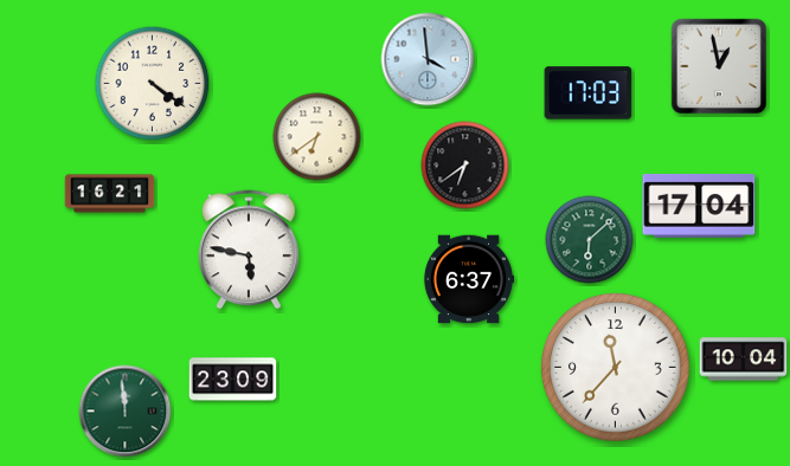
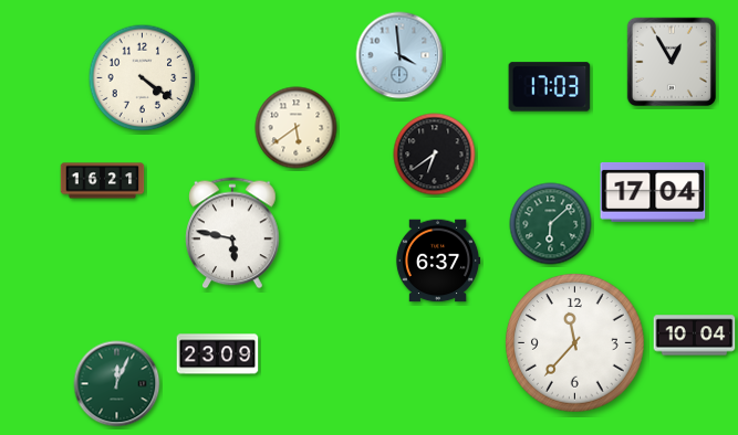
clock at (718, 65): 12:58 -> 12:55
clock at (317, 137): 6:39 -> 5:39
clock at (126, 412): 11:59 -> 12:04
